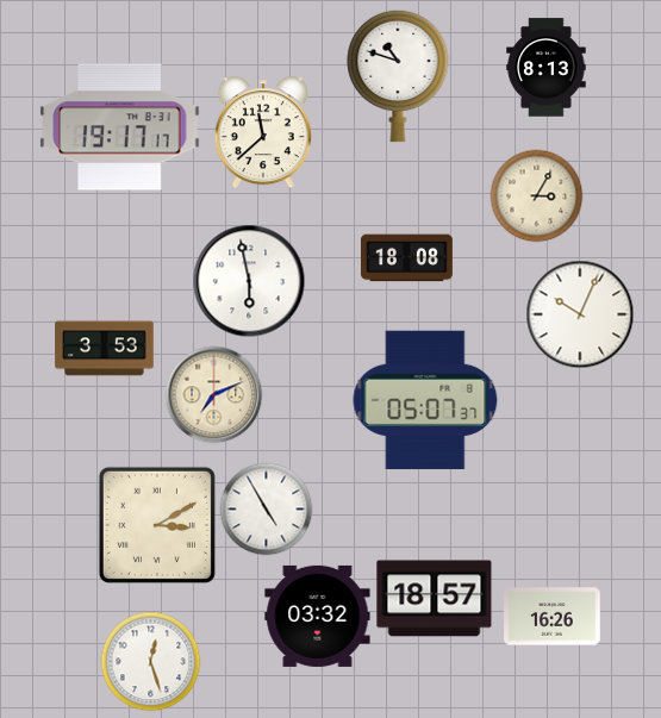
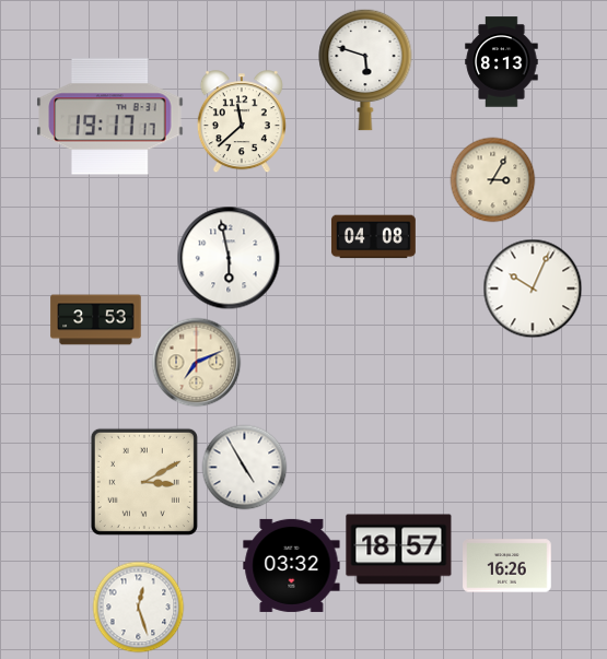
clock at (398, 76): 10:48 -> 5:48
clock at (406, 258): 18:08 -> 04:08
clock at (425, 400): 05:07 -> none
